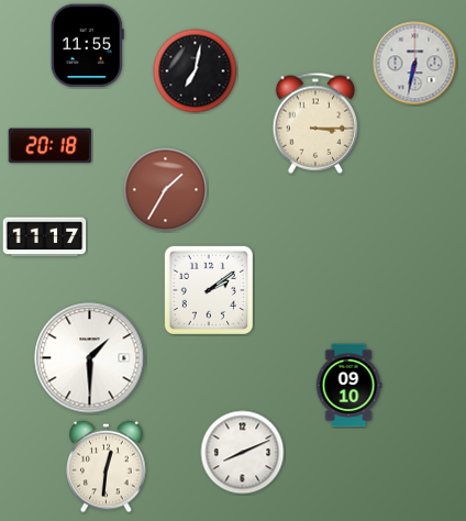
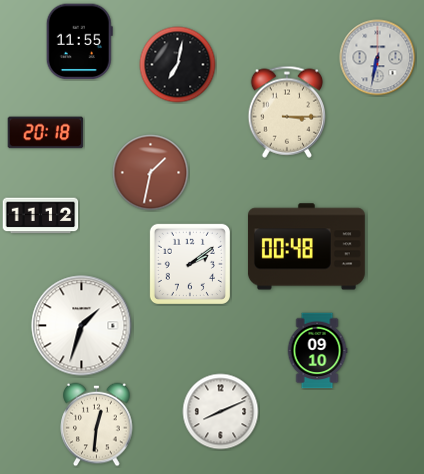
clock at (166, 190): 1:35 -> 1:32
clock at (45, 237): 11:17 -> 11:12
clock at (306, 247): none -> 00:48
clock at (90, 358): 1:30 -> 1:33
